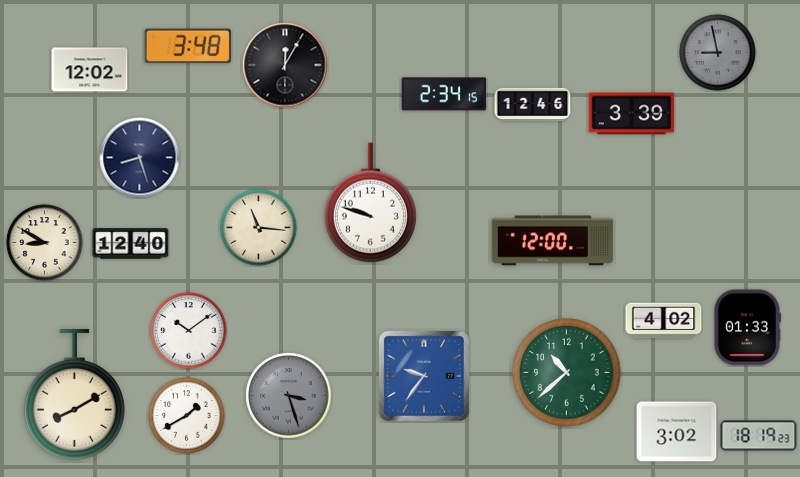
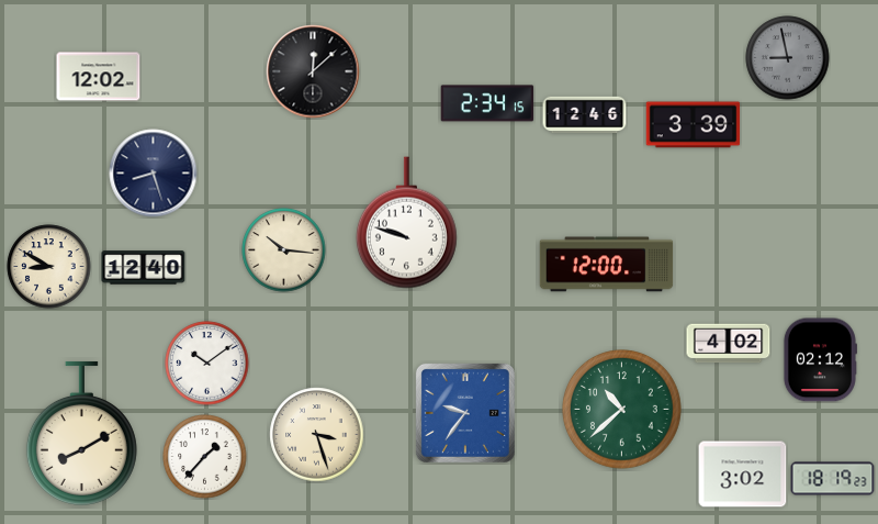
clock at (188, 46): 3:48 -> none
clock at (285, 65): 12:05 -> 12:08
clock at (259, 228): 11:16 -> 10:16
clock at (664, 321) position: (664, 321) -> (729, 344)
clock at (747, 328): 01:33 -> 02:12
clock at (289, 396) dial: grey -> cream
clock at (187, 416): 1:40 -> 1:37
